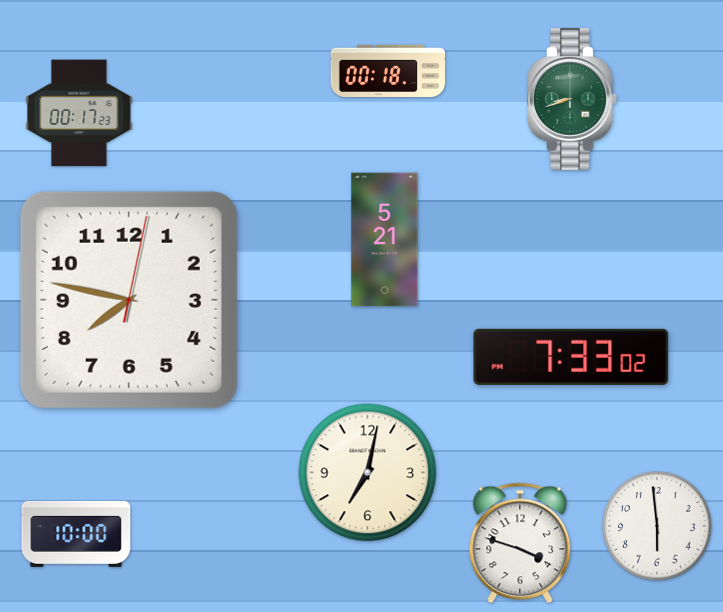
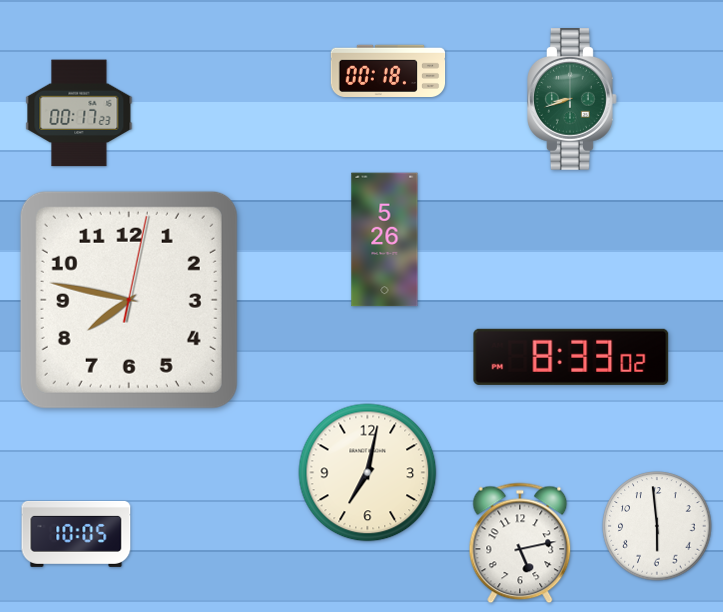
clock at (385, 240): 5:21 -> 5:26
clock at (571, 357): 7:33 -> 8:33
clock at (76, 534): 10:00 -> 10:05
clock at (520, 543): 3:48 -> 5:13
